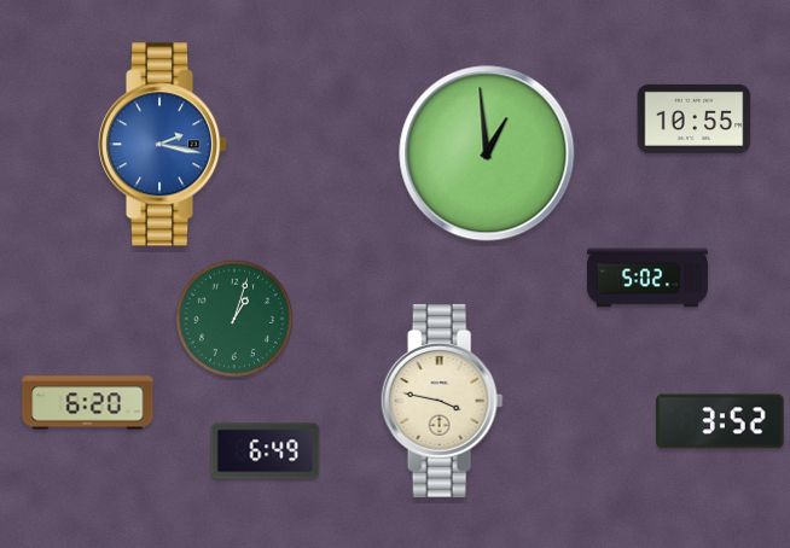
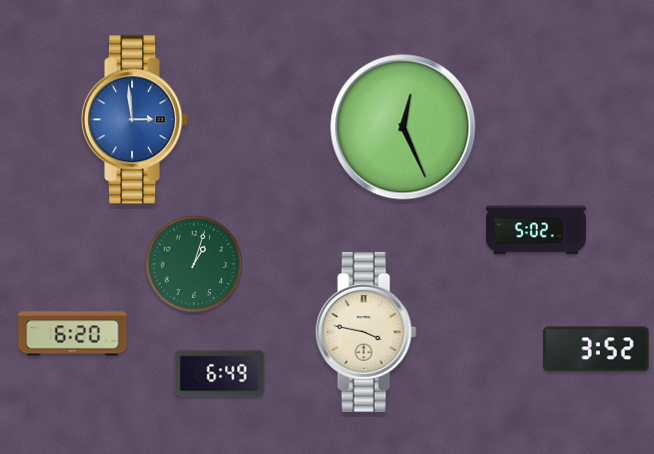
clock at (695, 118): 10:55 -> none
clock at (163, 145): 2:17 -> 2:59
clock at (487, 153): 12:59 -> 12:26
